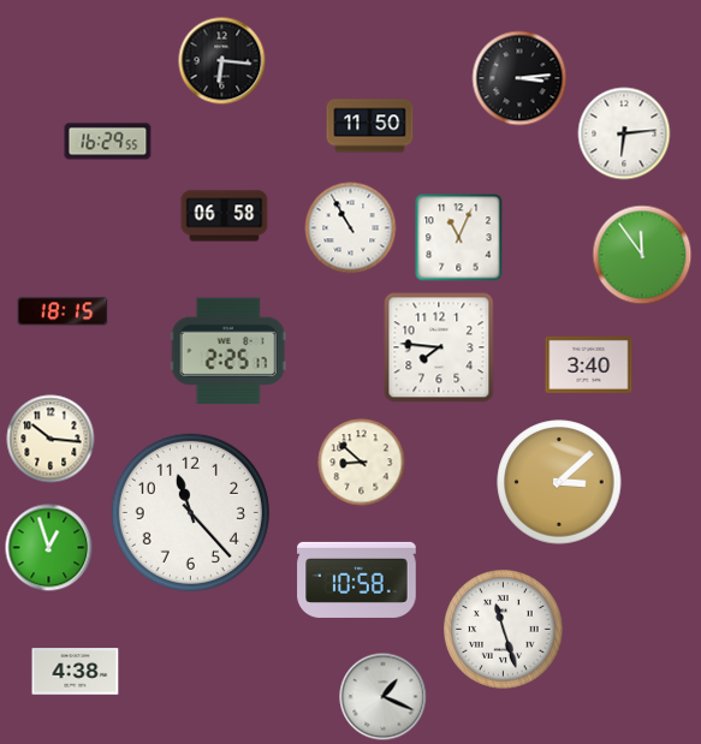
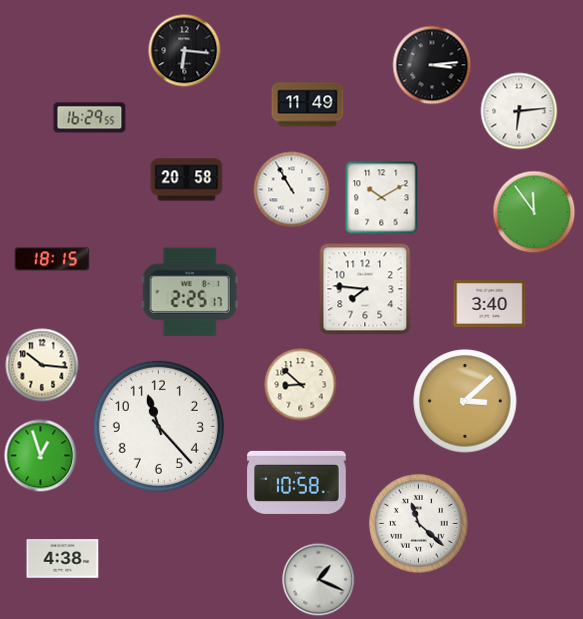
clock at (370, 126): 11:50 -> 11:49
clock at (225, 216): 06:58 -> 20:58
clock at (459, 238): 11:04 -> 10:10
clock at (503, 629): 11:27 -> 11:22
